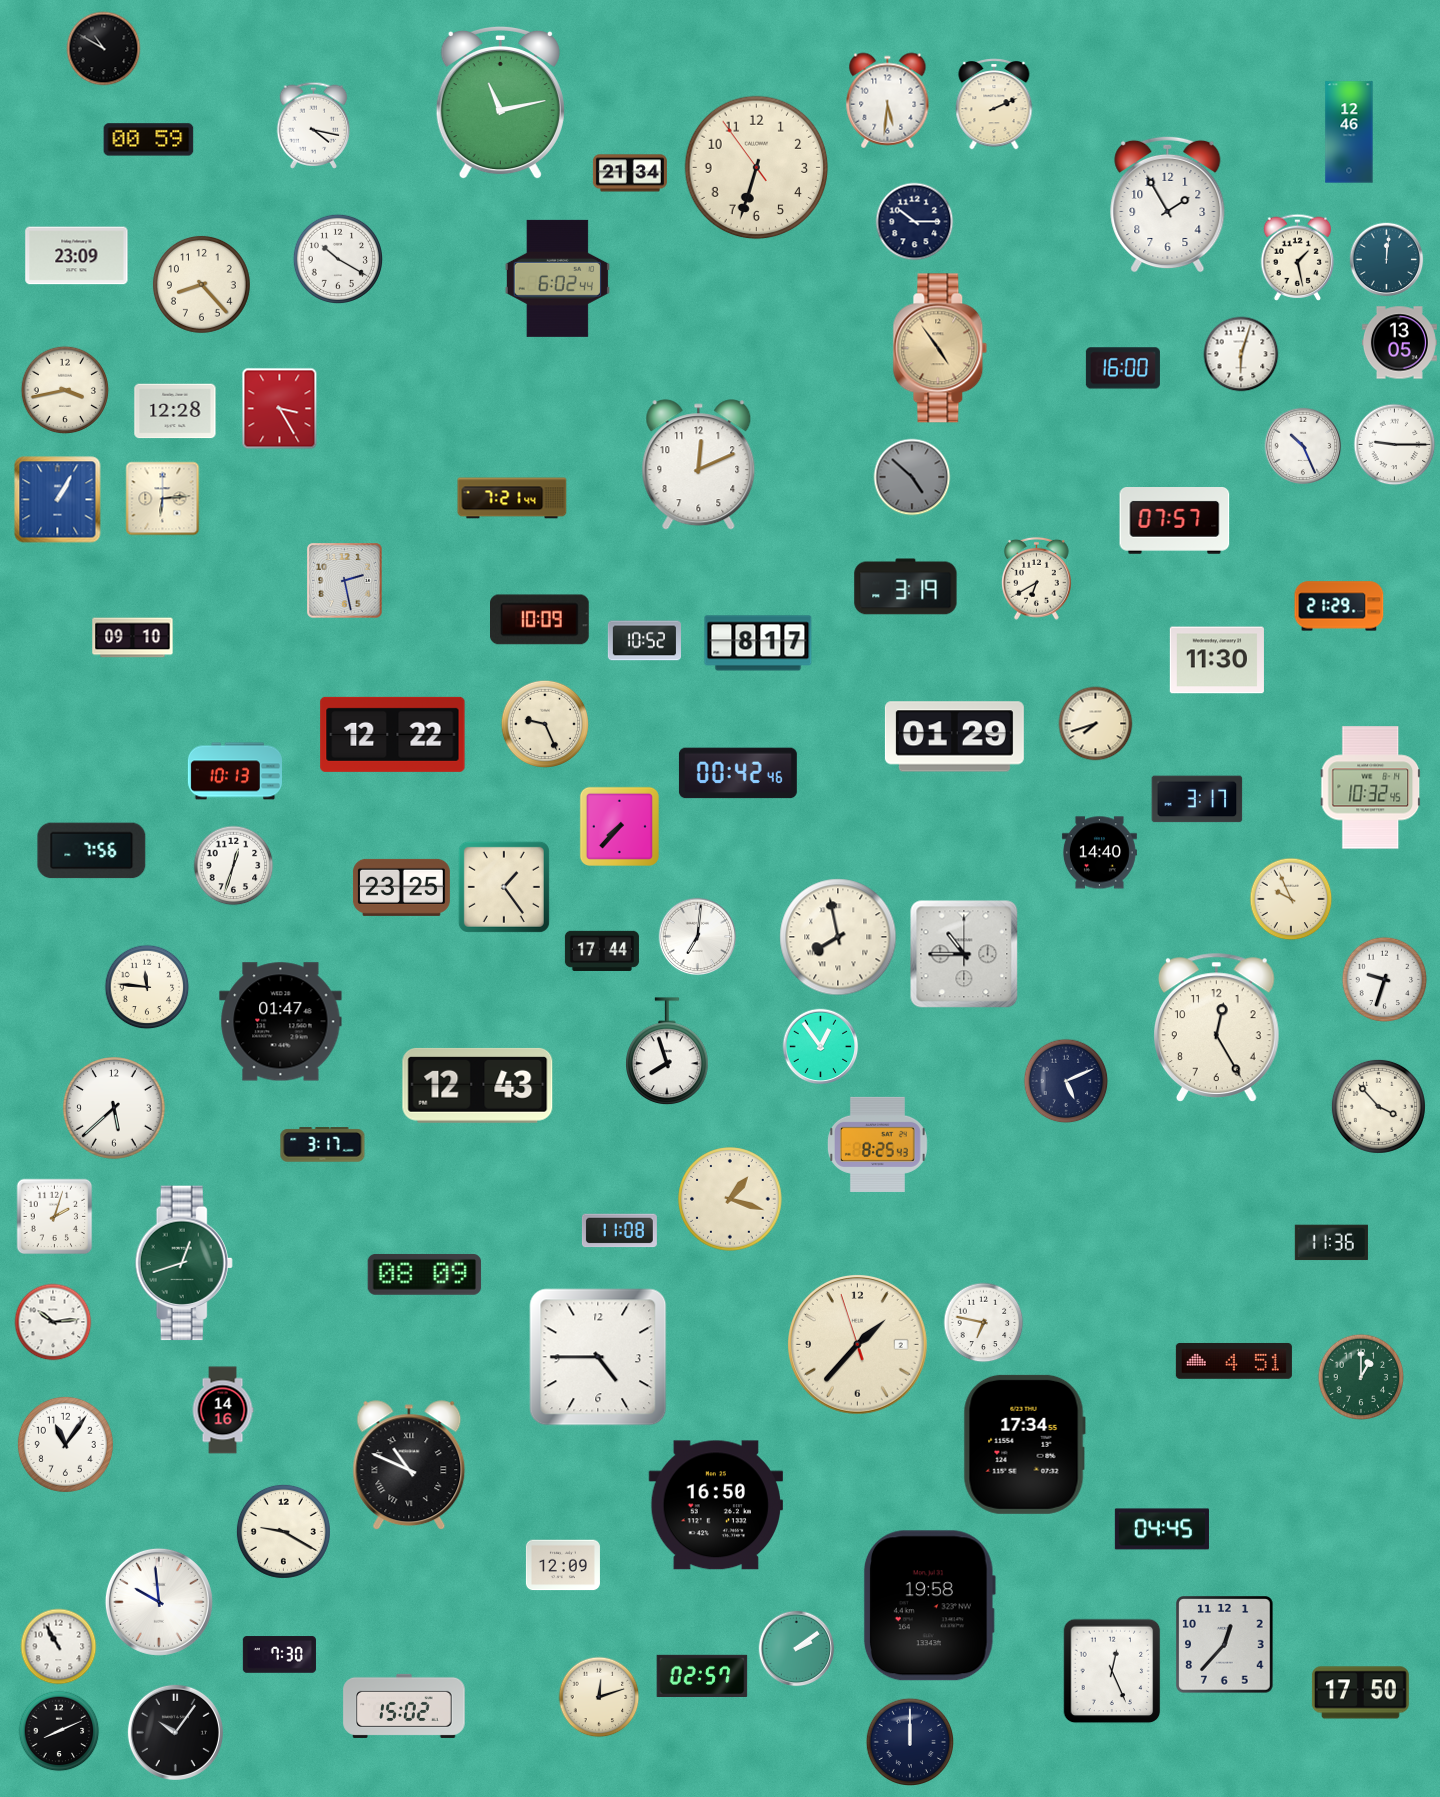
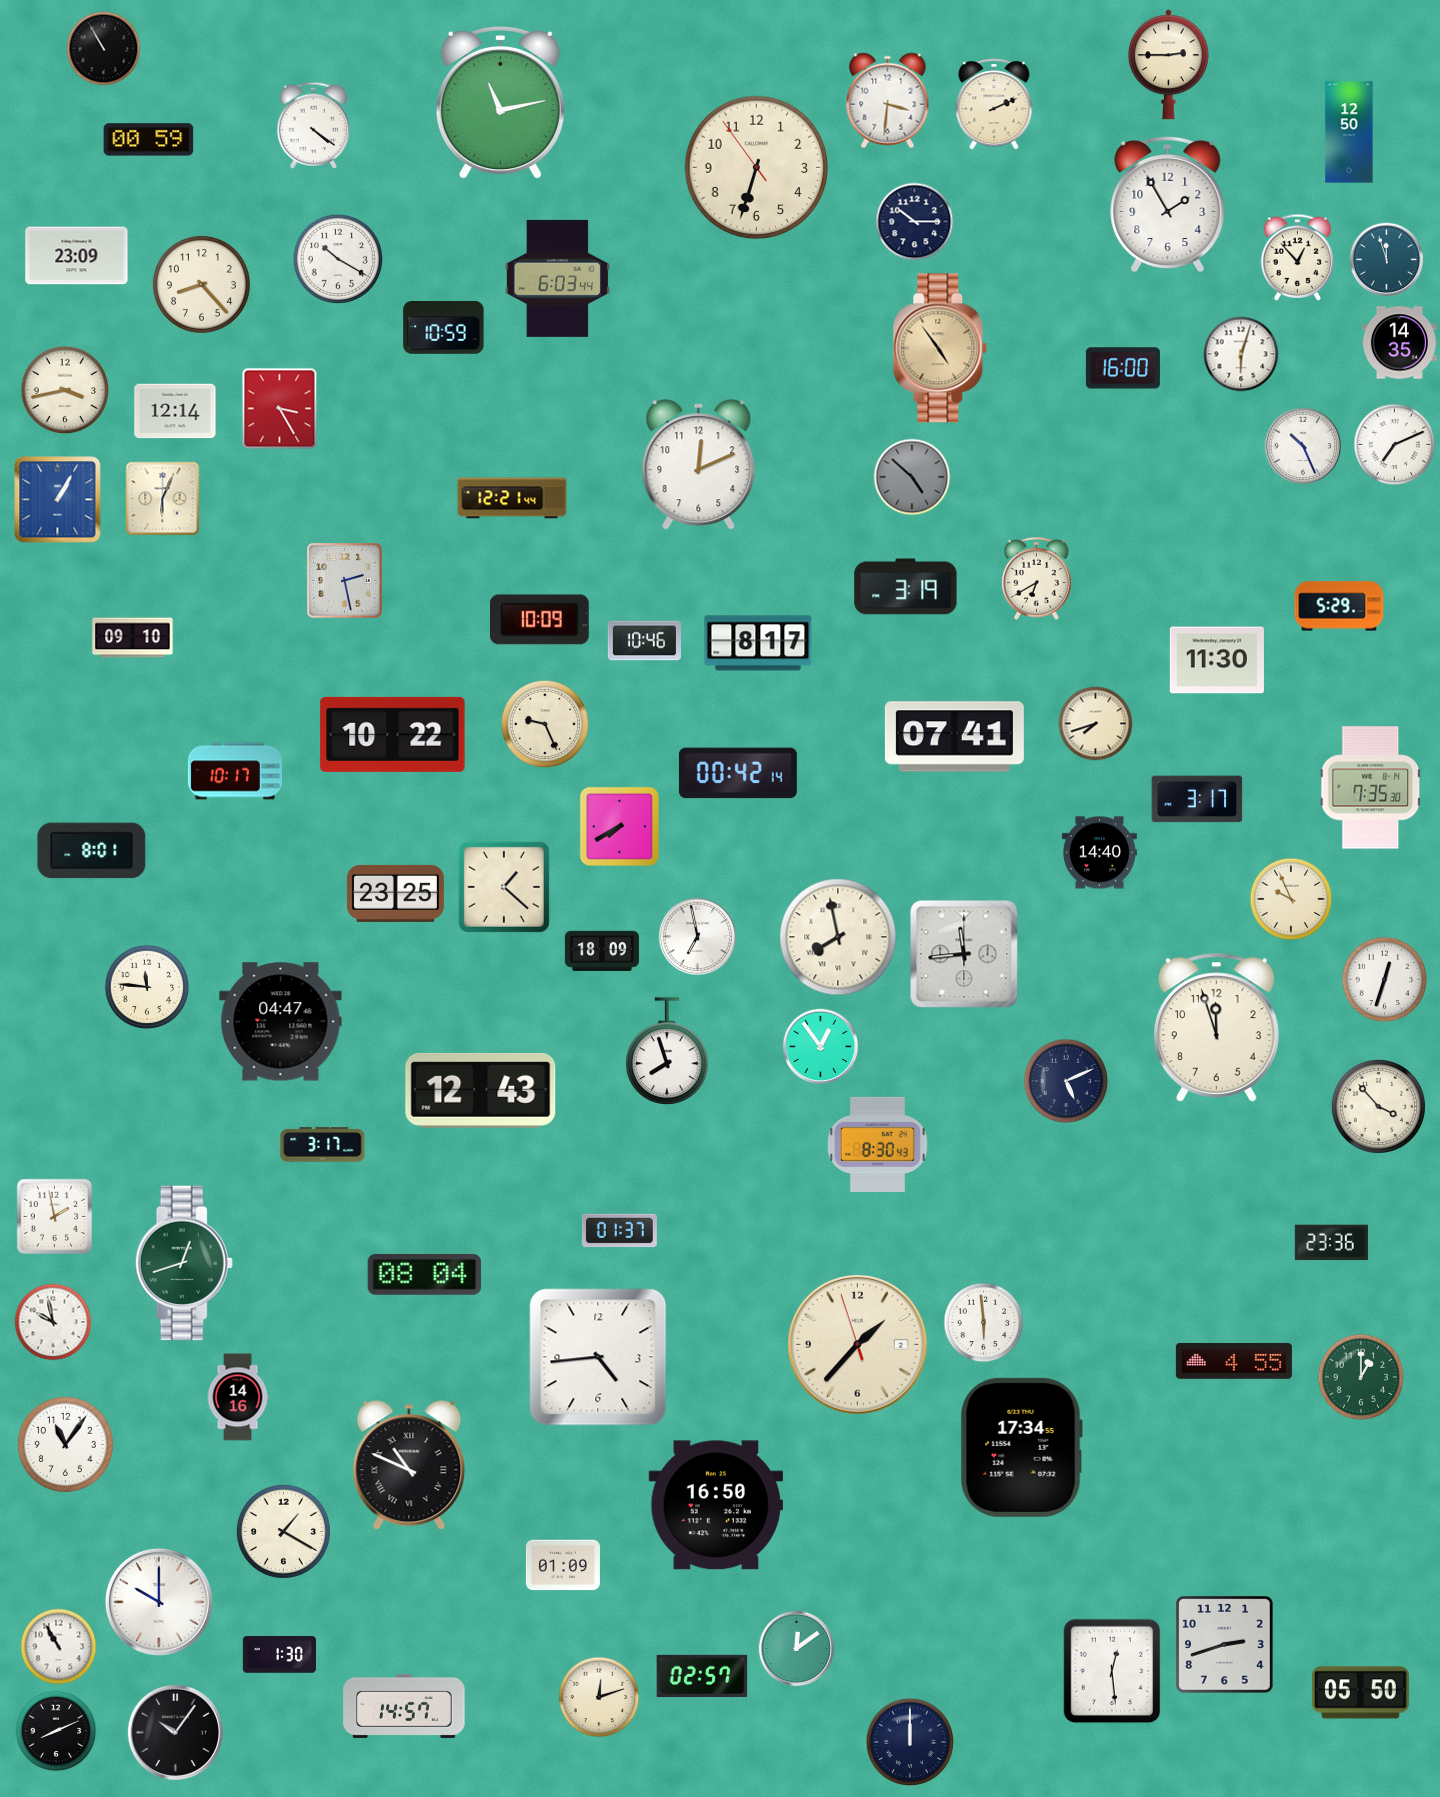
clock at (104, 49): 10:50 -> 10:55
clock at (1168, 65): none -> 2:45
clock at (888, 101): 5:31 -> 3:31
clock at (314, 125): 4:17 -> 4:21
clock at (1349, 132): 12:46 -> 12:50
clock at (630, 173): 21:34 -> none
clock at (1298, 257): 1:28 -> 12:53
clock at (1387, 260): 12:01 -> 11:57
clock at (557, 278): 6:02 -> 6:03
clock at (444, 328): none -> 10:59
clock at (1399, 343): 13:05 -> 14:35
clock at (175, 411): 12:28 -> 12:14
clock at (1395, 445): 9:15 -> 7:11
clock at (512, 498): 7:21 -> 12:21
clock at (163, 499): 6:14 -> 6:04
clock at (1175, 521): 07:57 -> none
clock at (1339, 606): 21:29 -> 5:29
clock at (644, 641): 10:52 -> 10:46
clock at (393, 734): 12:22 -> 10:22
clock at (954, 737): 01:29 -> 07:41
clock at (234, 771): 10:13 -> 10:17
clock at (738, 773): 00:42:46 -> 00:42:14
clock at (1371, 788): 10:32 -> 7:35
clock at (619, 826): 7:37 -> 7:40
clock at (92, 851): 7:56 -> 8:01
clock at (234, 866): 12:33 -> none
clock at (401, 887) position: (401, 887) -> (395, 893)
clock at (504, 887): 1:24 -> 1:22
clock at (698, 937): 7:01 -> 6:58
clock at (602, 951): 17:44 -> 18:09
clock at (964, 954): 10:45 -> 11:44
clock at (1385, 980): 9:33 -> 12:33
clock at (281, 1022): 01:47 -> 04:47
clock at (1216, 1027): 12:25 -> 11:57
clock at (478, 1085) position: (478, 1085) -> (481, 1090)
clock at (115, 1109): 5:38 -> none
clock at (877, 1144): 8:25 -> 8:30
clock at (730, 1199): 1:18 -> none
clock at (55, 1217): 2:03 -> 1:58
clock at (619, 1231): 11:08 -> 01:37
clock at (1331, 1243): 11:36 -> 23:36
clock at (425, 1274): 08:09 -> 08:04
clock at (53, 1322): 10:14 -> 9:58
clock at (984, 1323): 6:47 -> 5:59
clock at (598, 1357): 4:45 -> 4:44
clock at (1234, 1361): 4:51 -> 4:55
clock at (223, 1410) position: (223, 1410) -> (238, 1397)
clock at (1024, 1444) position: (1024, 1444) -> (1021, 1447)
clock at (1162, 1529): 04:45 -> none
clock at (283, 1531): 9:20 -> 1:20
clock at (563, 1565): 12:09 -> 01:09
clock at (159, 1602): 9:59 -> 10:00
clock at (929, 1606): 19:58 -> none
clock at (1225, 1645): 12:37 -> 2:42
clock at (797, 1649): 2:09 -> 12:09
clock at (279, 1655): 7:30 -> 1:30
clock at (1112, 1671): 12:26 -> 12:29
clock at (1360, 1693): 17:50 -> 05:50
clock at (404, 1706): 15:02 -> 14:57
clock at (59, 1731) position: (59, 1731) -> (56, 1731)
